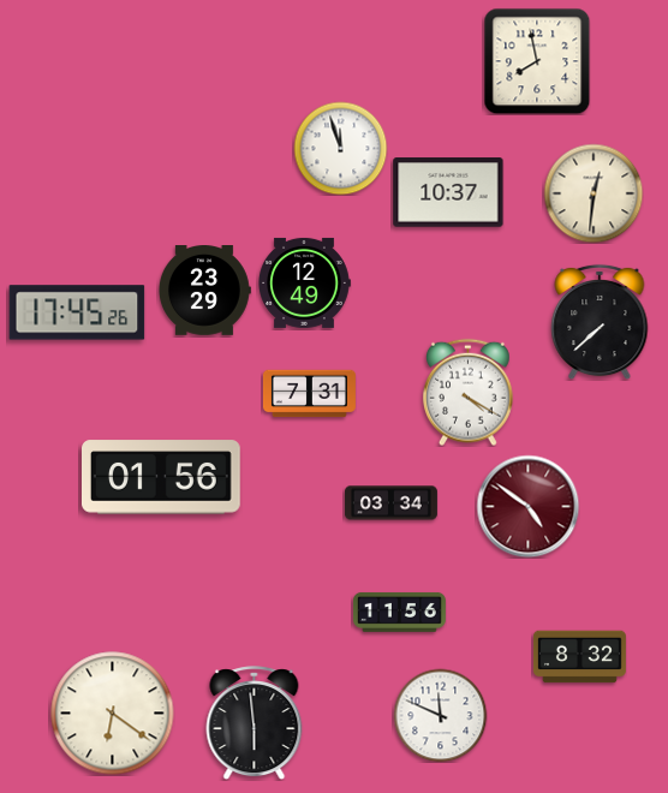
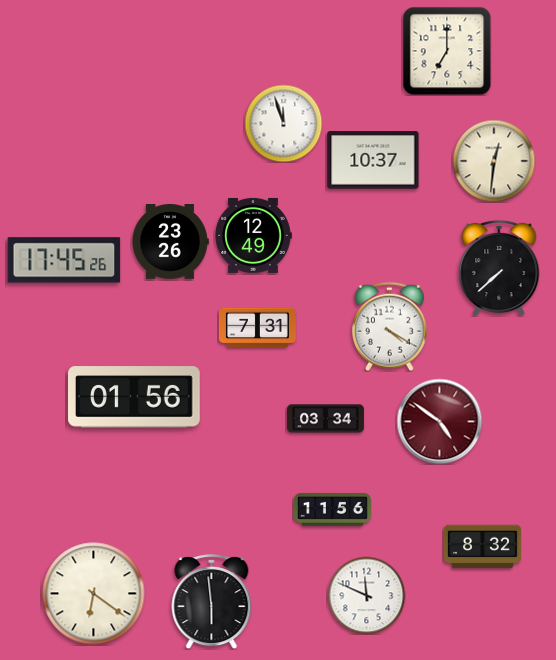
clock at (537, 61): 7:58 -> 7:00
clock at (204, 291): 23:29 -> 23:26
